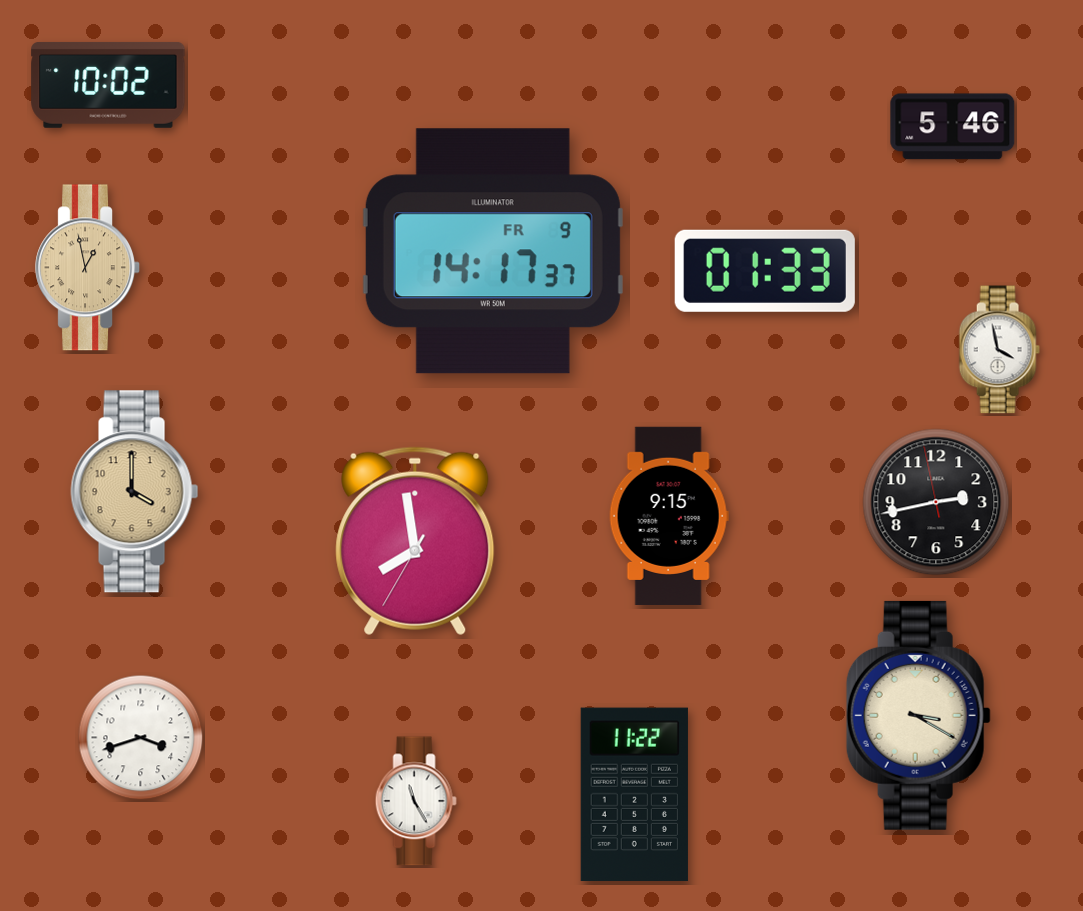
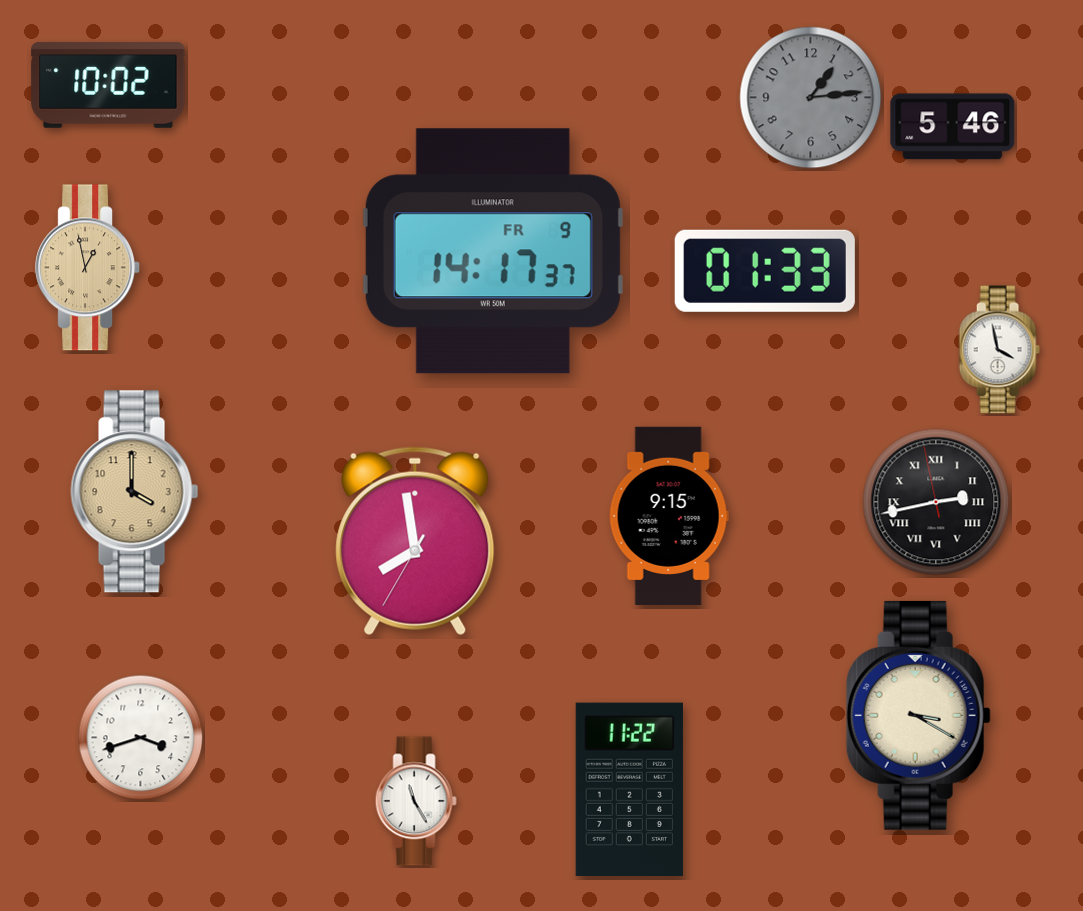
clock at (811, 98): none -> 1:14
clock at (936, 502) numerals: Arabic -> Roman
clock at (634, 795) position: (634, 795) -> (629, 790)
